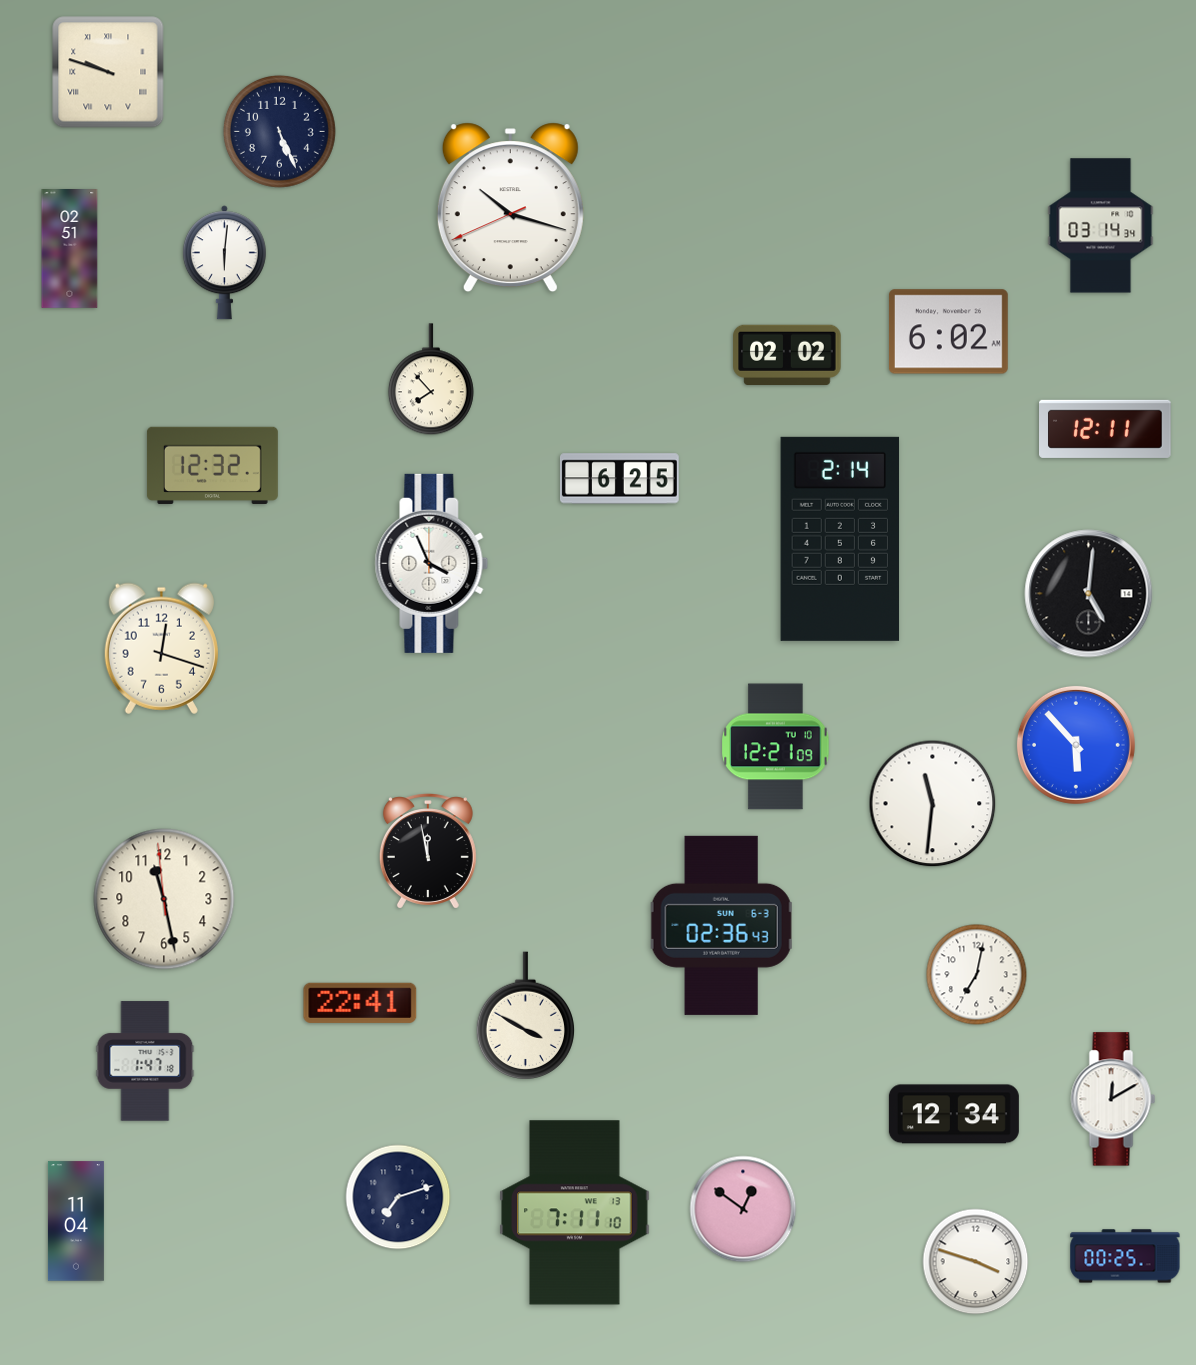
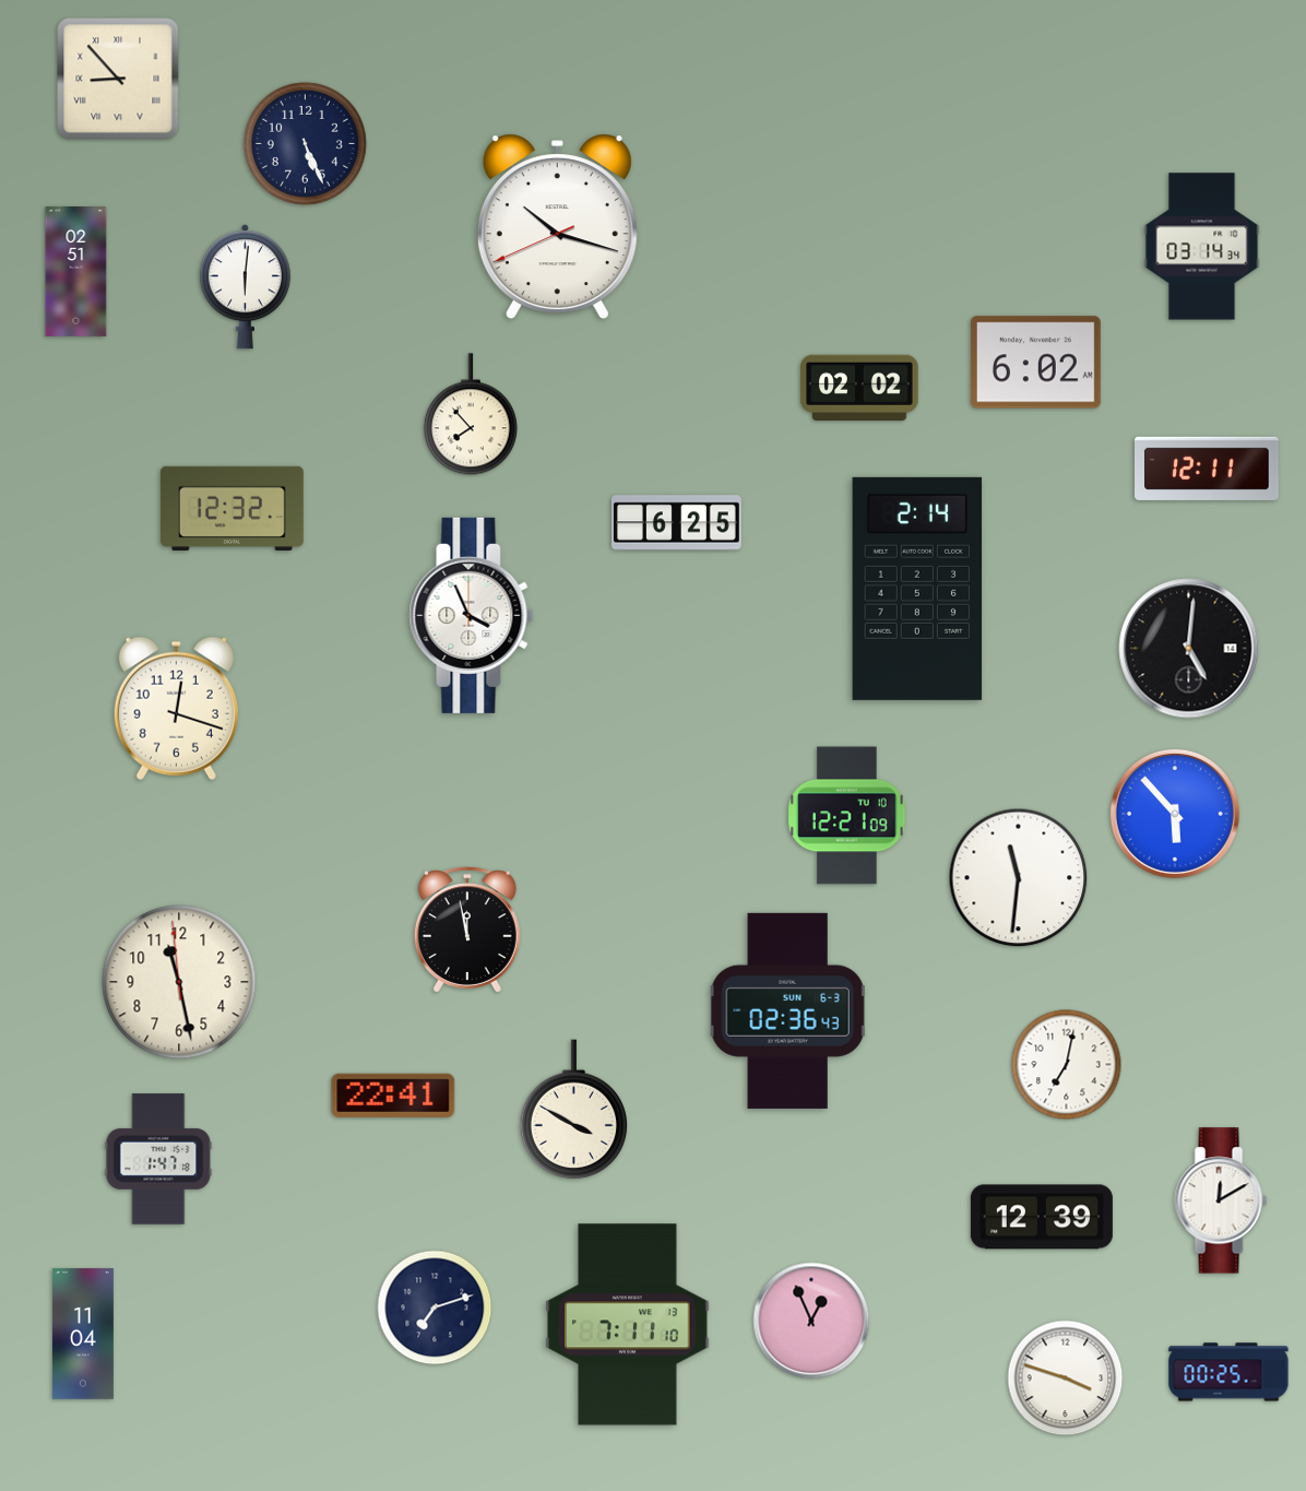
clock at (108, 72): 9:48 -> 8:53
clock at (1113, 1099) position: (1113, 1099) -> (1221, 1200)
clock at (954, 1114): 12:34 -> 12:39
clock at (743, 1209): 12:51 -> 12:56
